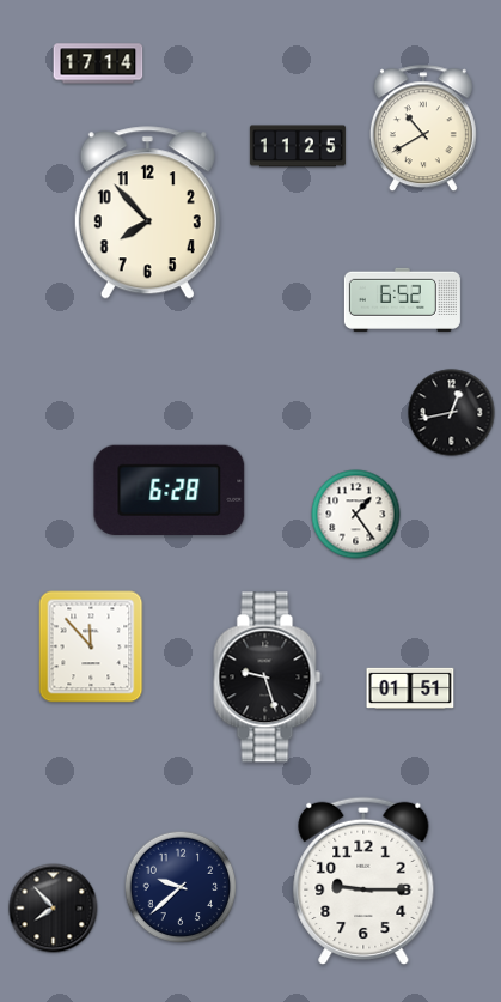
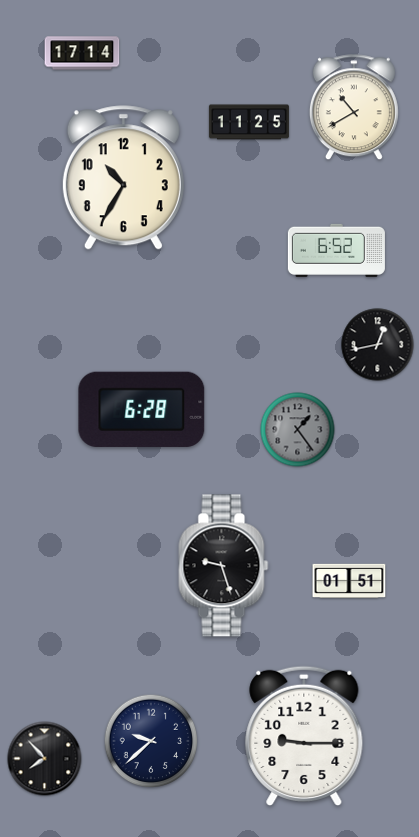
clock at (147, 213): 7:53 -> 10:35
clock at (356, 515) dial: white -> grey
clock at (91, 646): 11:53 -> none
clock at (410, 688) position: (410, 688) -> (349, 581)
